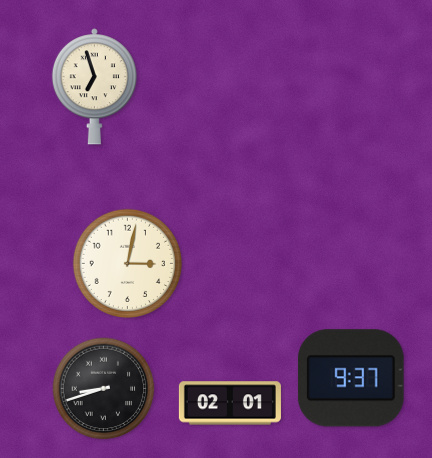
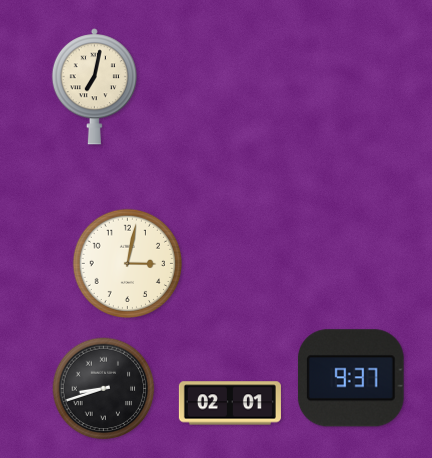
clock at (94, 87): 6:57 -> 7:02
